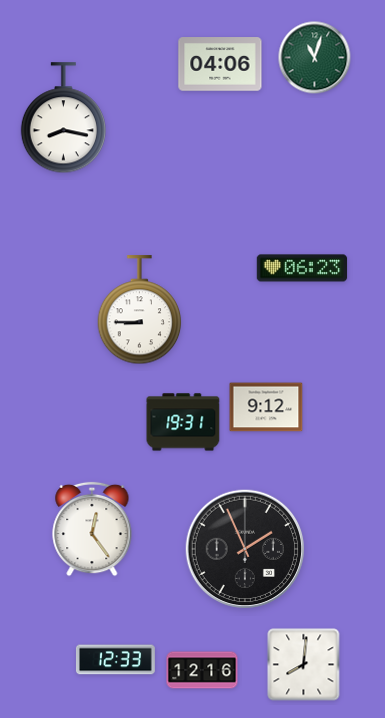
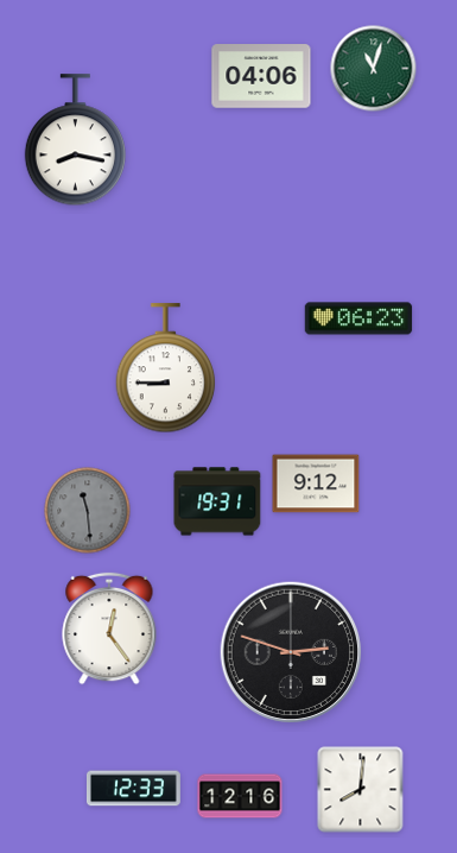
clock at (88, 511): none -> 11:29
clock at (245, 549): 1:56 -> 2:48
clock at (115, 660) position: (115, 660) -> (133, 789)
